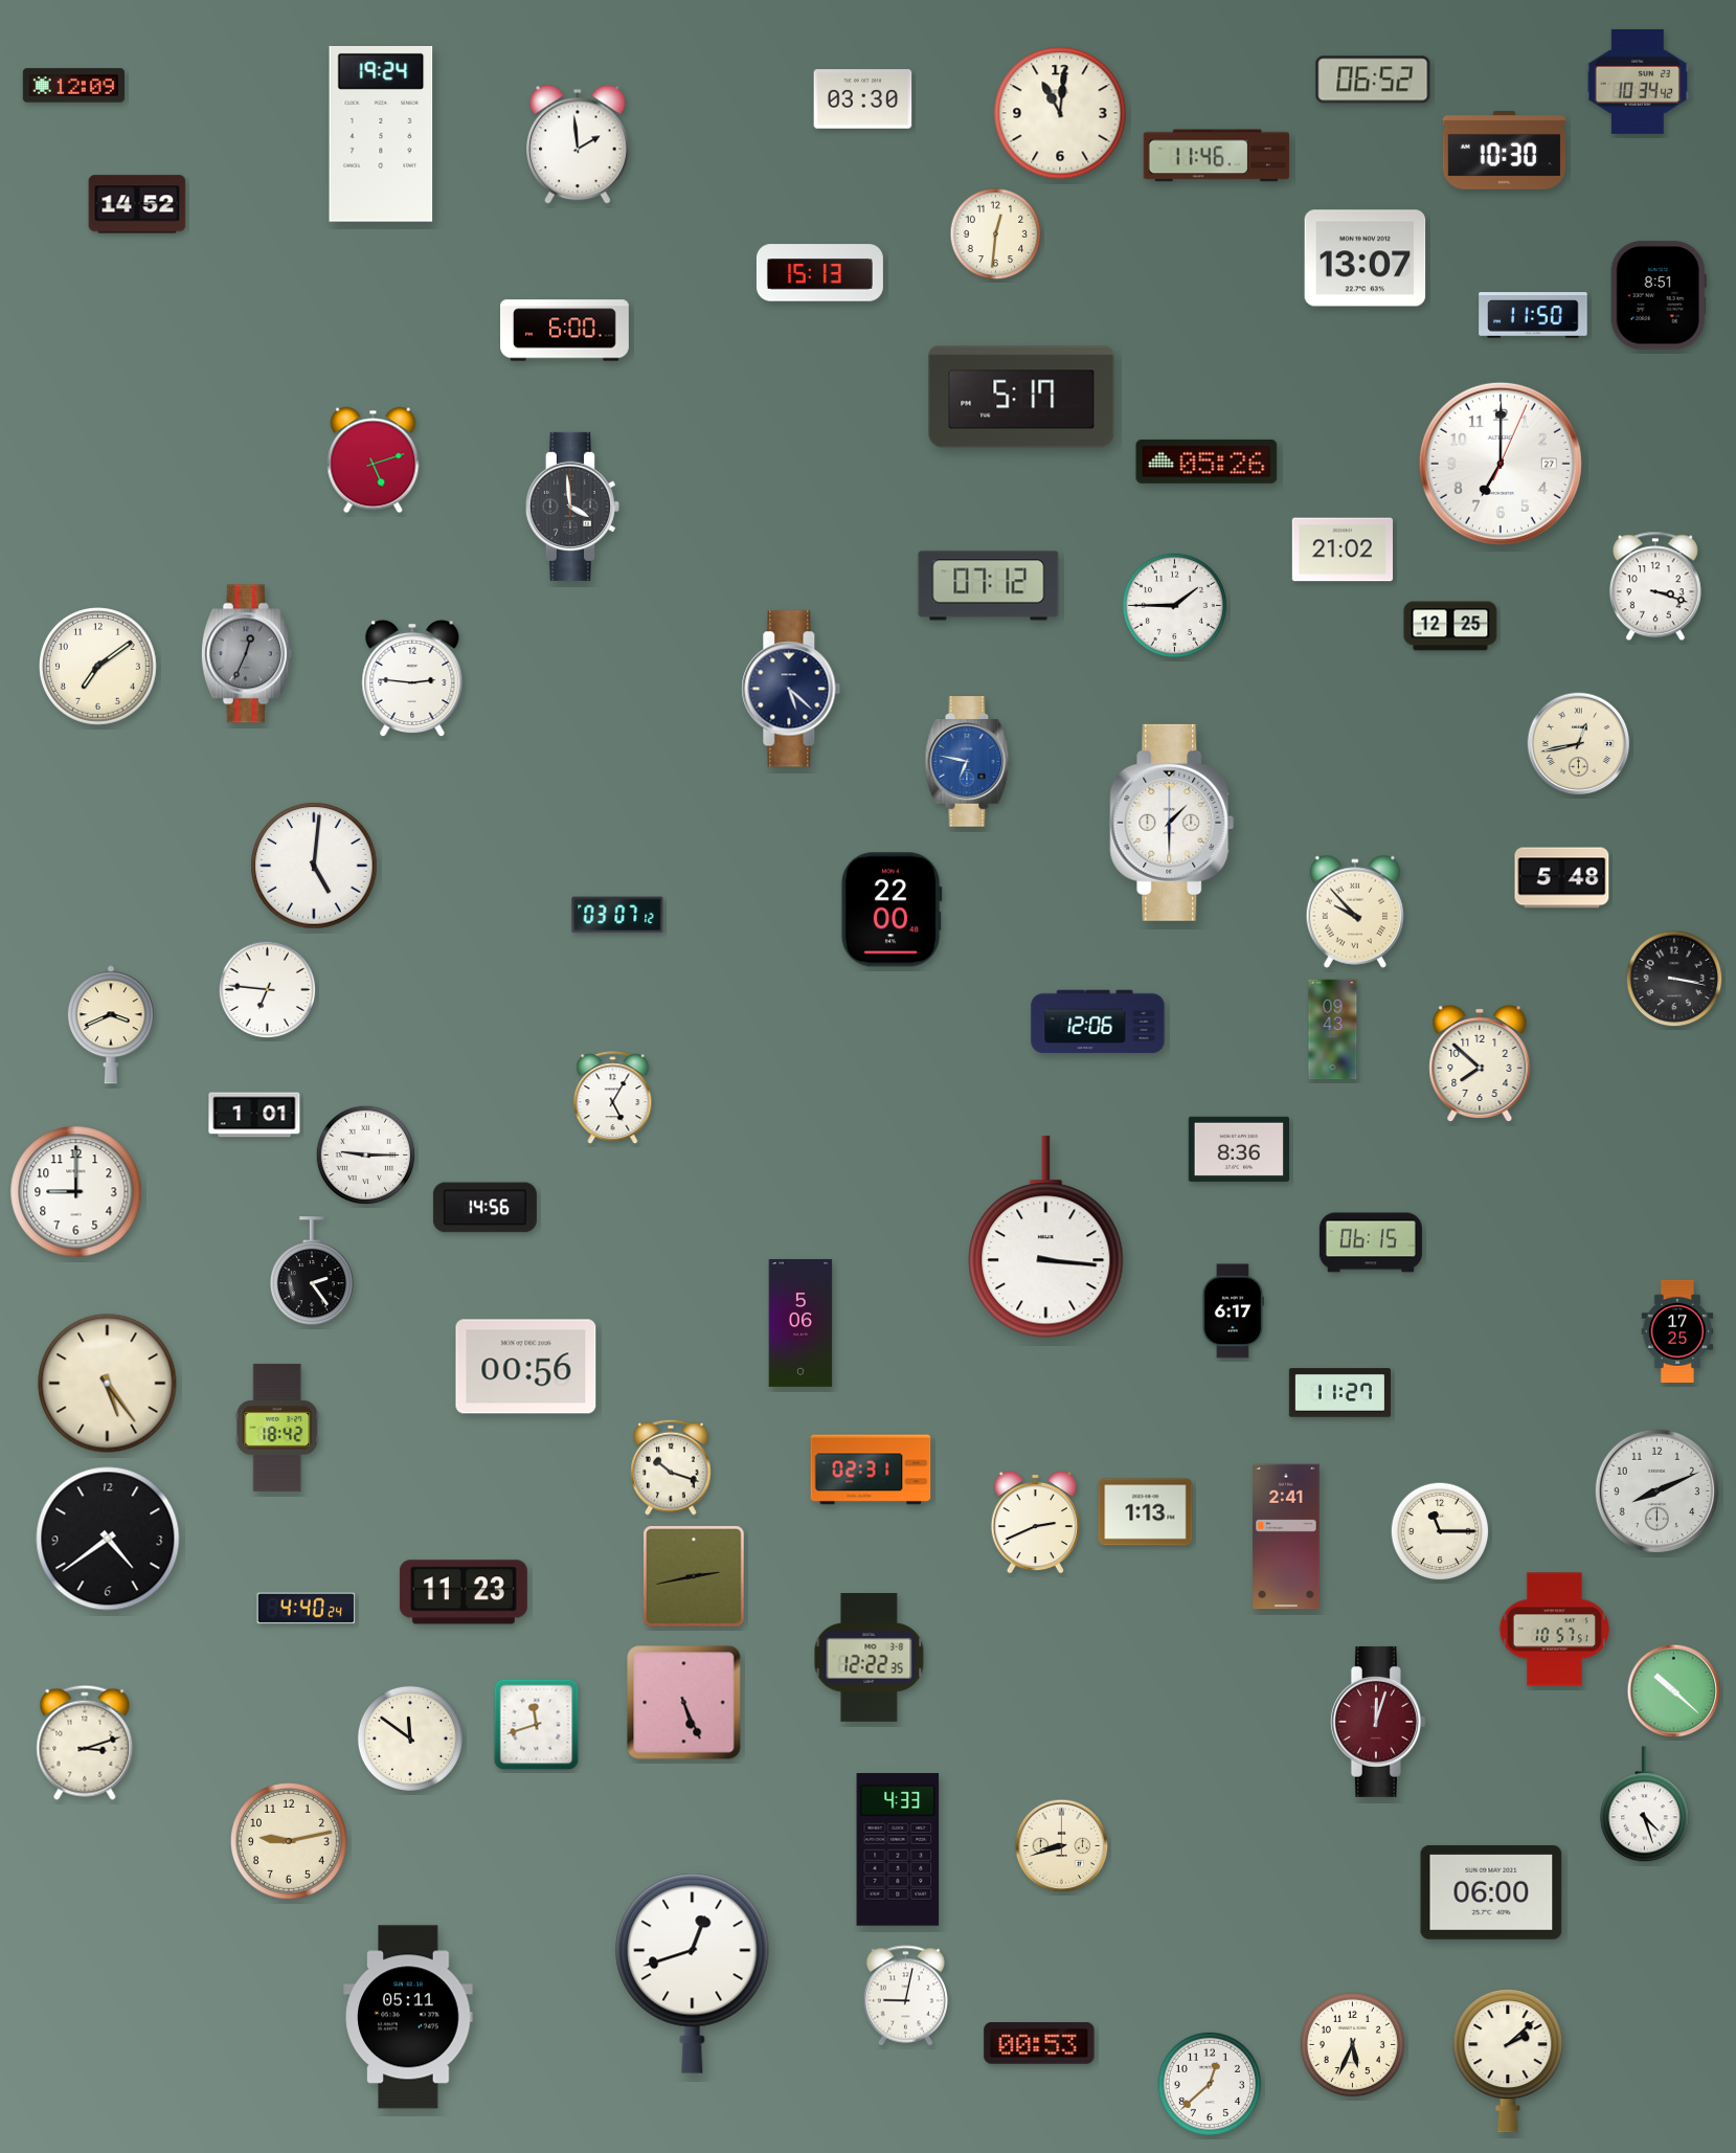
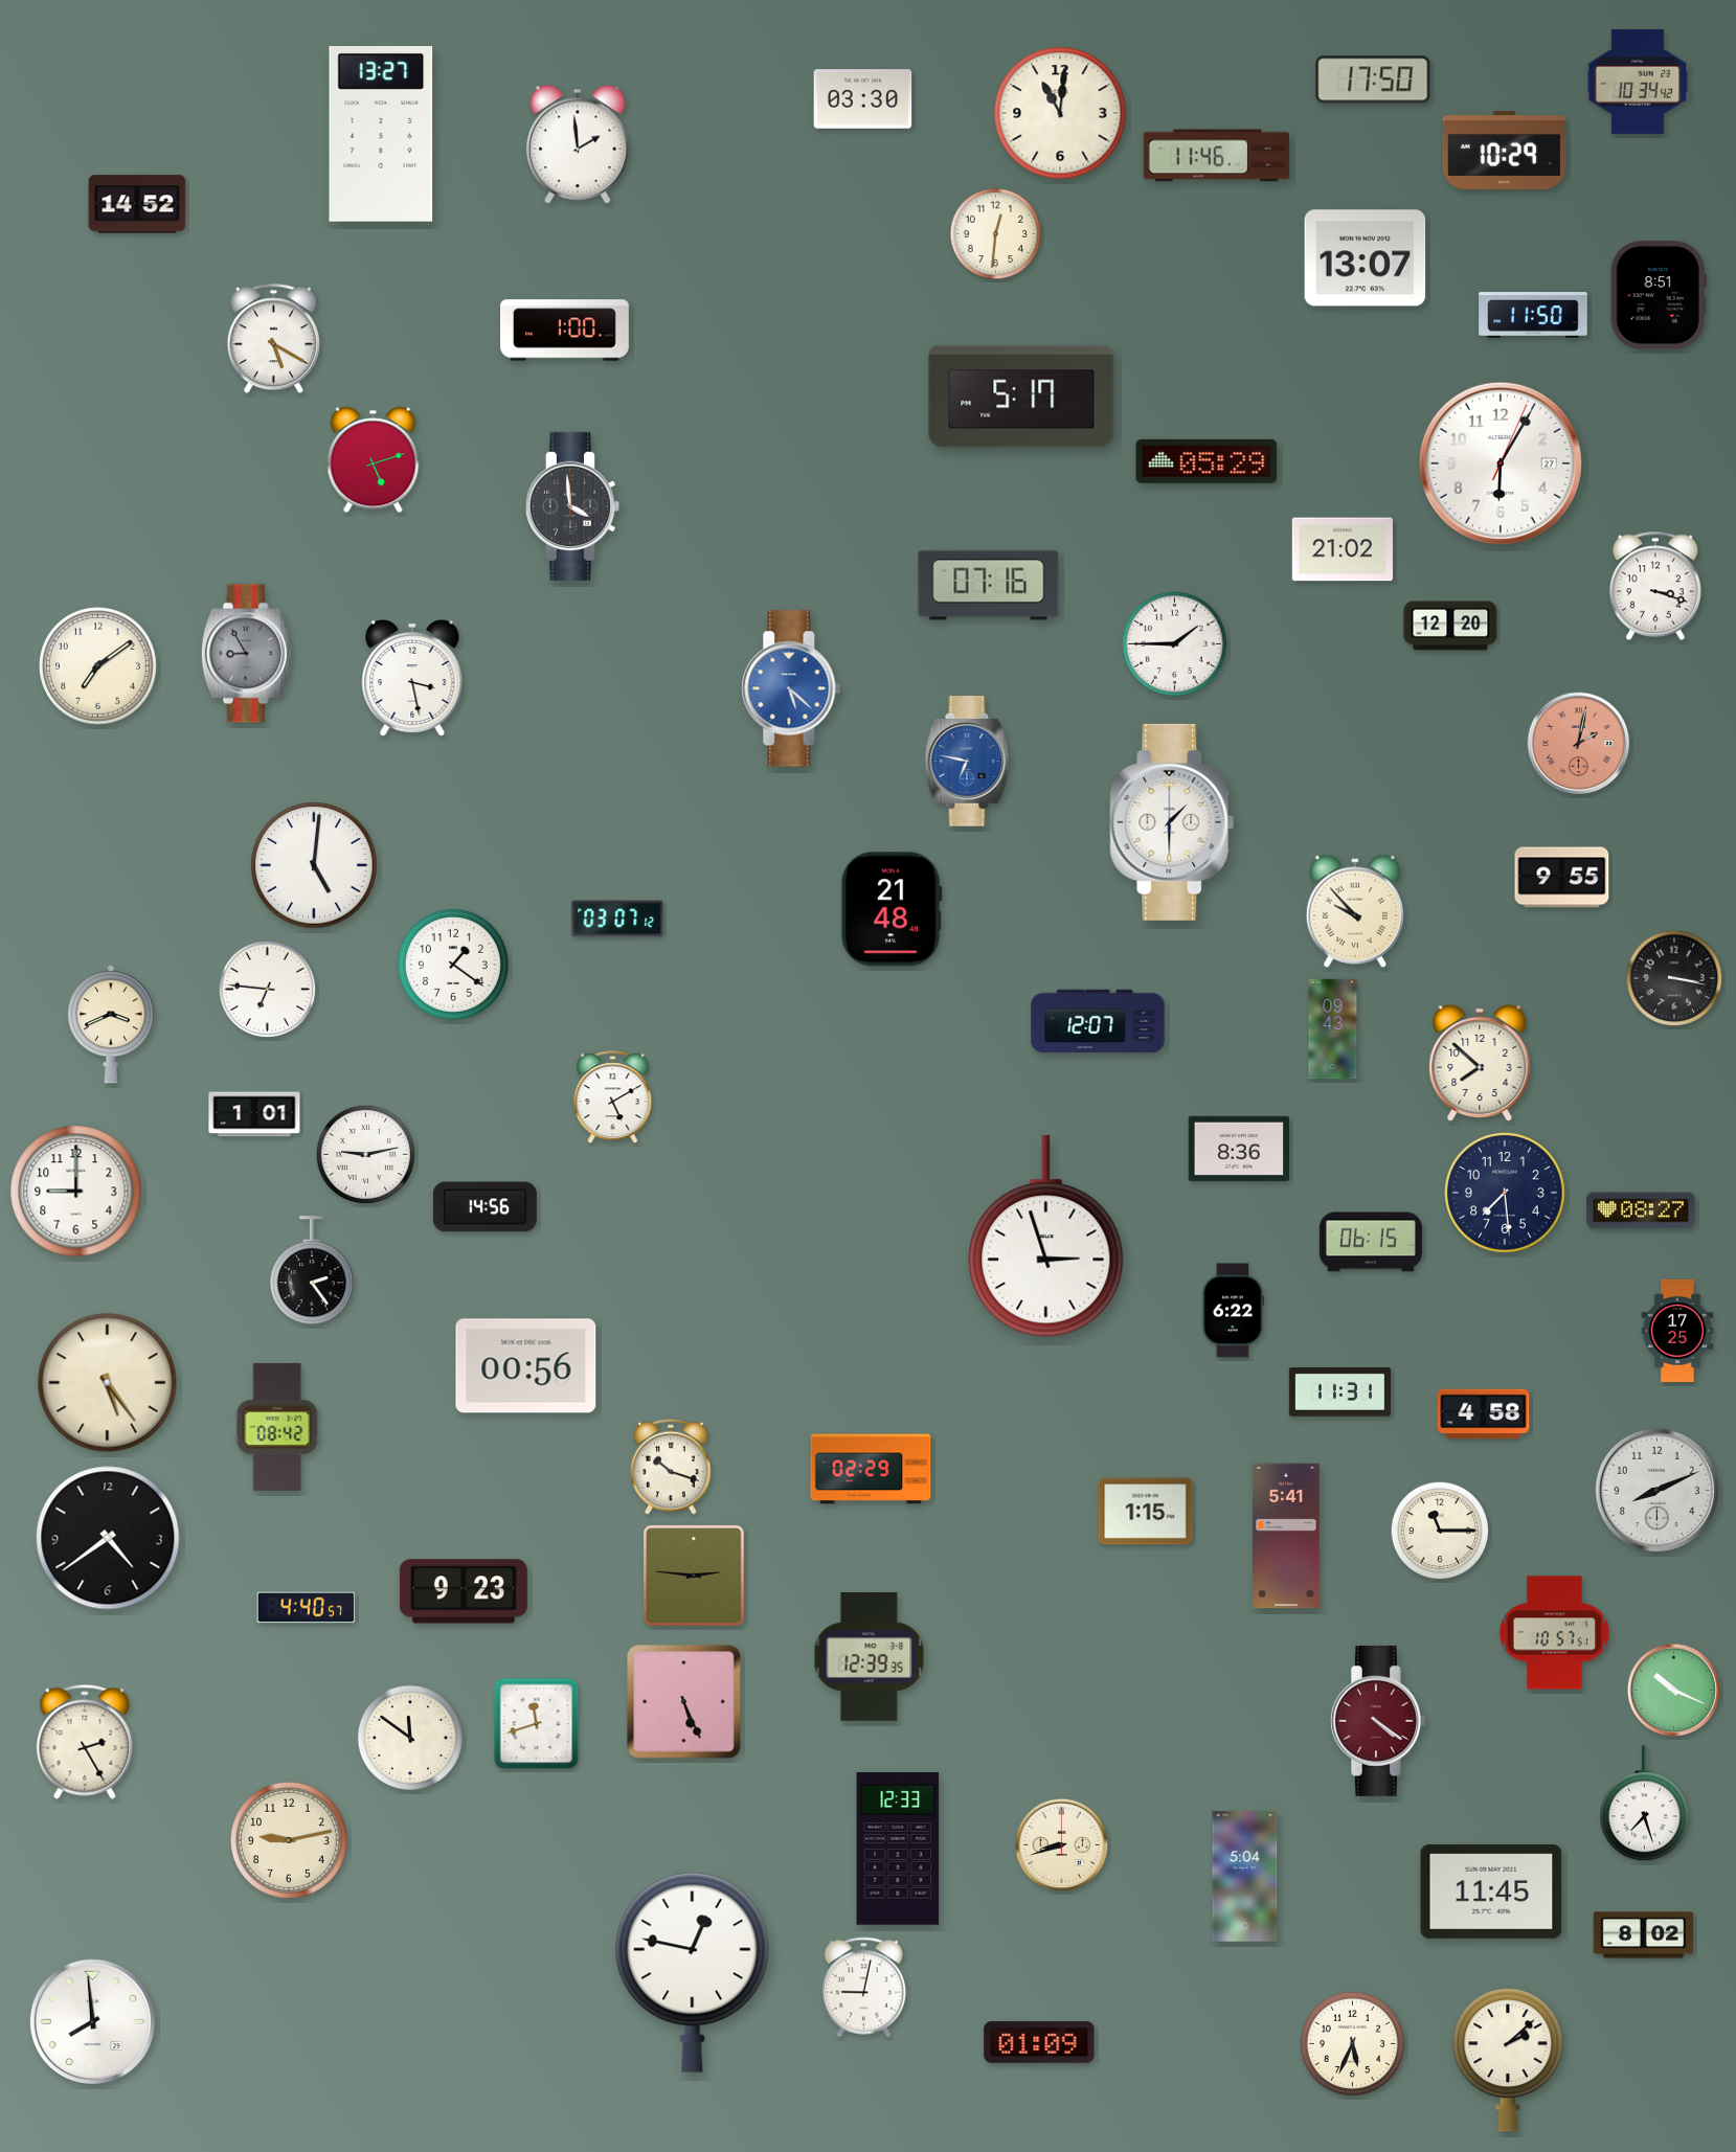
clock at (1373, 80): 06:52 -> 17:50
clock at (73, 86): 12:09 -> none
clock at (381, 134): 19:24 -> 13:27
clock at (1505, 150): 10:30 -> 10:29
clock at (819, 273): 15:13 -> none
clock at (565, 331): 6:00 -> 1:00
clock at (273, 339): none -> 5:20
clock at (1207, 462): 05:26 -> 05:29
clock at (1501, 464): 7:00 -> 6:05
clock at (989, 586): 07:12 -> 07:16
clock at (1174, 605) position: (1174, 605) -> (1174, 643)
clock at (1450, 626): 12:25 -> 12:20
clock at (246, 654): 12:34 -> 8:55
clock at (412, 678): 2:46 -> 3:28
clock at (791, 689) dial: navy -> blue
clock at (1579, 744): 12:43 -> 2:02
clock at (1579, 744) dial: cream -> salmon
clock at (1562, 878): 5:48 -> 9:55
clock at (892, 910): 22:00 -> 21:48
clock at (617, 915) position: (617, 915) -> (617, 919)
clock at (453, 965): none -> 1:21
clock at (1098, 1022): 12:06 -> 12:07
clock at (613, 1098): 5:05 -> 5:10
clock at (366, 1156): 9:15 -> 9:13
clock at (1505, 1193): none -> 7:29
clock at (1641, 1210): none -> 08:27
clock at (1046, 1237): 3:16 -> 2:57
clock at (1232, 1311): 6:17 -> 6:22
clock at (801, 1323): 5:06 -> none
clock at (1339, 1393): 11:27 -> 11:31
clock at (1484, 1414): none -> 4:58
clock at (277, 1428): 18:42 -> 08:42
clock at (871, 1470): 02:31 -> 02:29
clock at (1146, 1512): 1:13 -> 1:15
clock at (1035, 1522): 2:41 -> none
clock at (1286, 1537): 2:41 -> 5:41
clock at (694, 1576): 2:43 -> 2:46
clock at (464, 1592): 11:23 -> 9:23
clock at (307, 1609): 4:40:24 -> 4:40:57
clock at (1554, 1630) position: (1554, 1630) -> (1554, 1633)
clock at (870, 1658): 12:22 -> 12:39
clock at (1674, 1691): 10:22 -> 10:19
clock at (1378, 1722): 12:03 -> 4:21
clock at (85, 1743): 3:12 -> 2:25
clock at (1644, 1804): 4:27 -> 7:27
clock at (898, 1849): 4:33 -> 12:33
clock at (1245, 1877): none -> 5:04
clock at (1491, 1892): 06:00 -> 11:45
clock at (1644, 1935): none -> 8:02
clock at (693, 1973): 12:42 -> 12:47
clock at (905, 1996) position: (905, 1996) -> (863, 1988)
clock at (408, 2017): 05:11 -> none
clock at (92, 2021): none -> 7:59
clock at (1039, 2044): 00:53 -> 01:09
clock at (1210, 2084): 12:38 -> none
